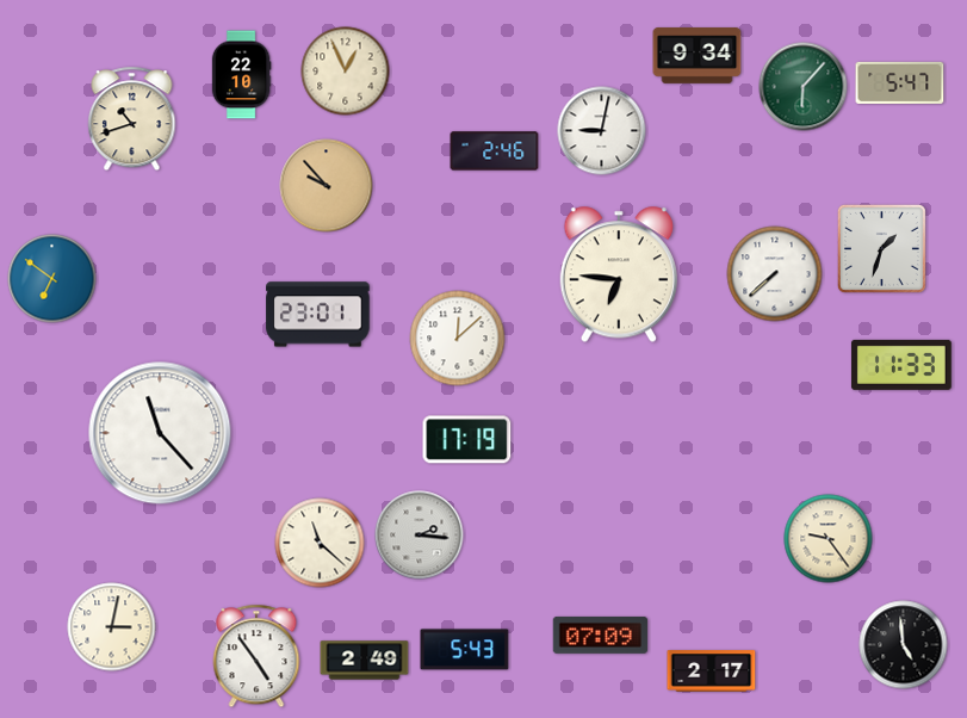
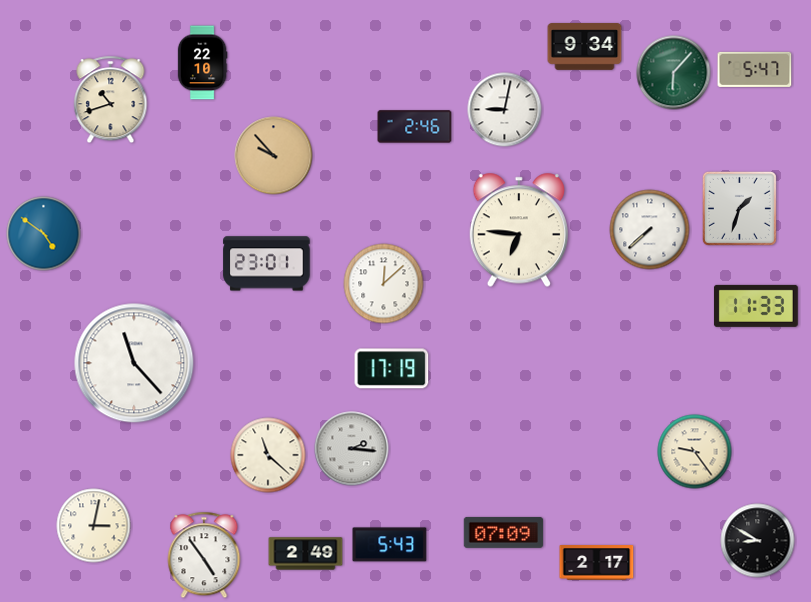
clock at (346, 72): 12:56 -> none
clock at (52, 279): 6:51 -> 4:51
clock at (904, 645): 4:59 -> 8:50
clock at (256, 656) position: (256, 656) -> (204, 555)
